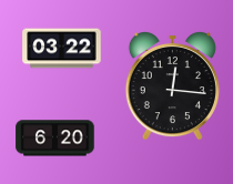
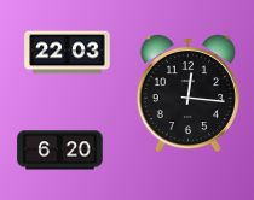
clock at (62, 49): 03:22 -> 22:03
